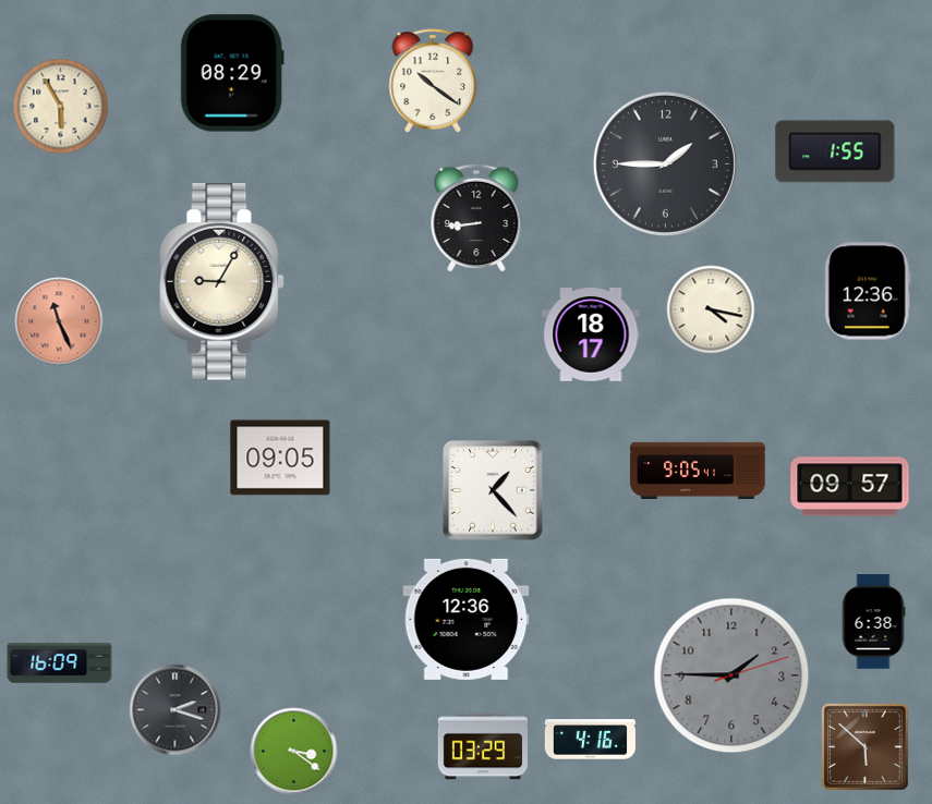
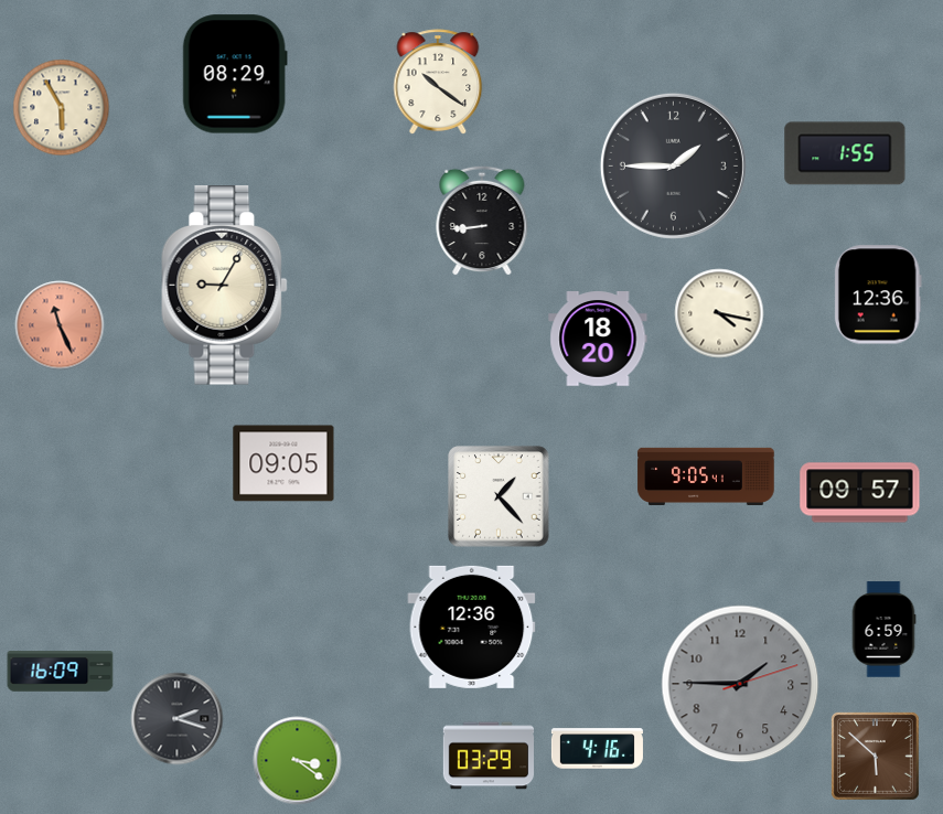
clock at (591, 336): 18:17 -> 18:20
clock at (873, 622): 6:38 -> 6:59
